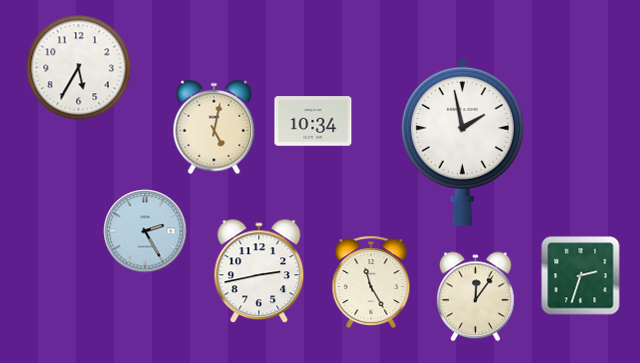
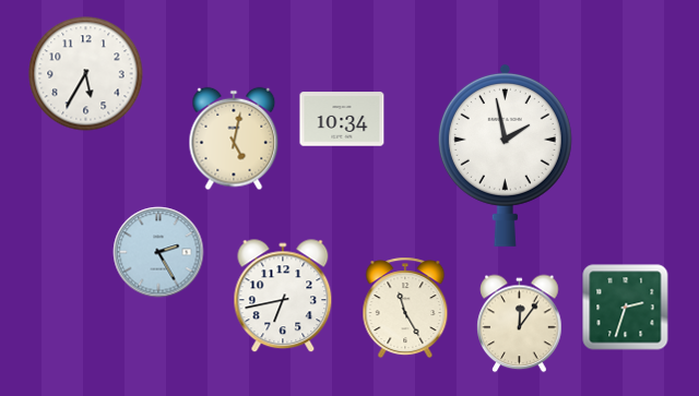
clock at (313, 121) position: (313, 121) -> (342, 119)
clock at (259, 272): 2:43 -> 6:43
clock at (581, 276) position: (581, 276) -> (626, 308)
